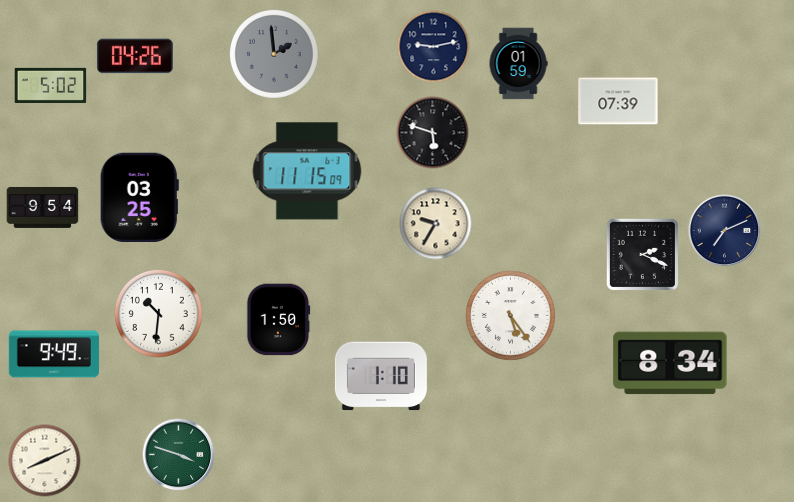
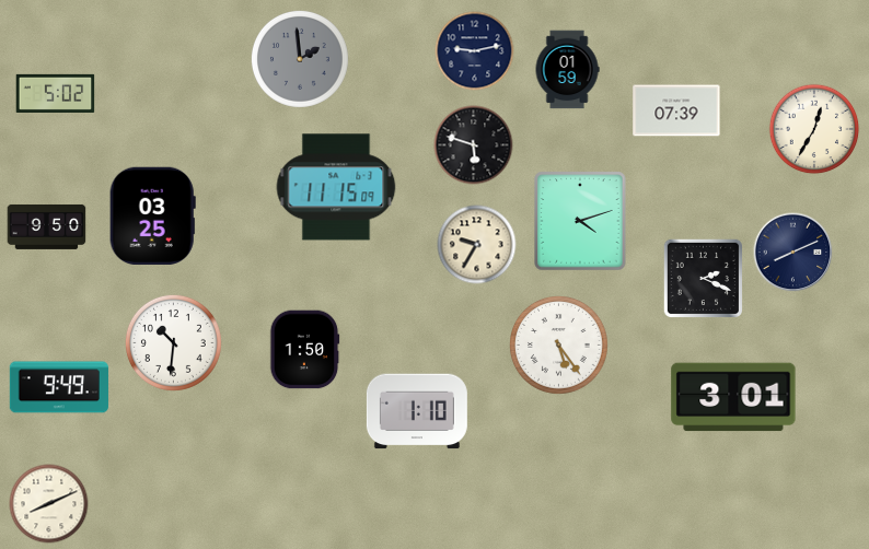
clock at (135, 56): 04:26 -> none
clock at (814, 129): none -> 12:35
clock at (580, 221): none -> 4:12
clock at (43, 207): 9:54 -> 9:50
clock at (725, 231): 7:11 -> 8:11
clock at (670, 363): 8:34 -> 3:01
clock at (179, 455): 3:48 -> none
